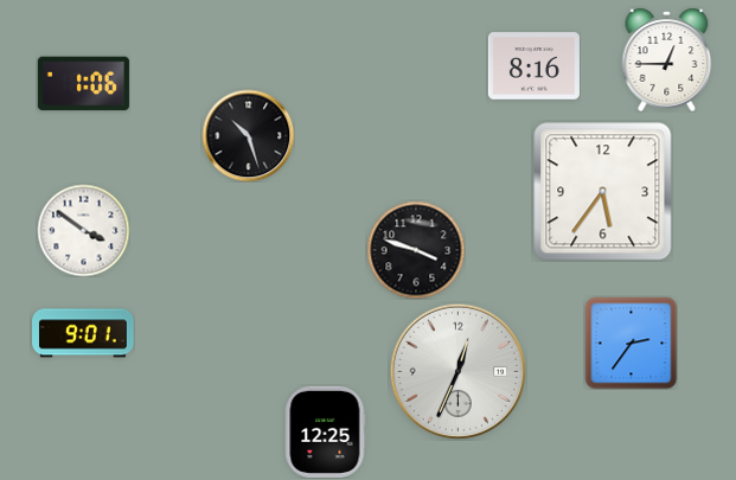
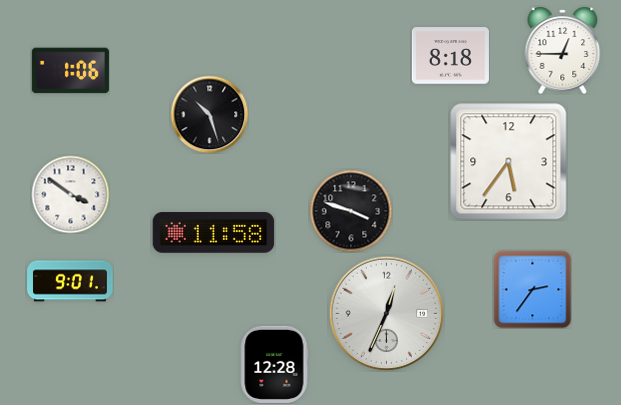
clock at (533, 66): 8:16 -> 8:18
clock at (214, 233): none -> 11:58
clock at (325, 431): 12:25 -> 12:28
